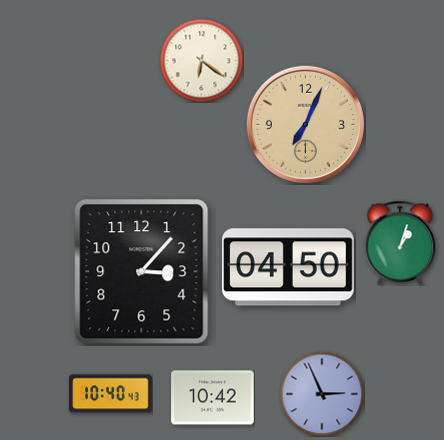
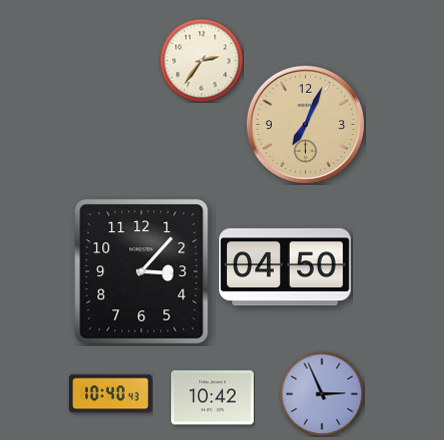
clock at (201, 60): 6:21 -> 2:36
clock at (400, 243): 1:03 -> none
clock at (289, 267) position: (289, 267) -> (286, 267)
